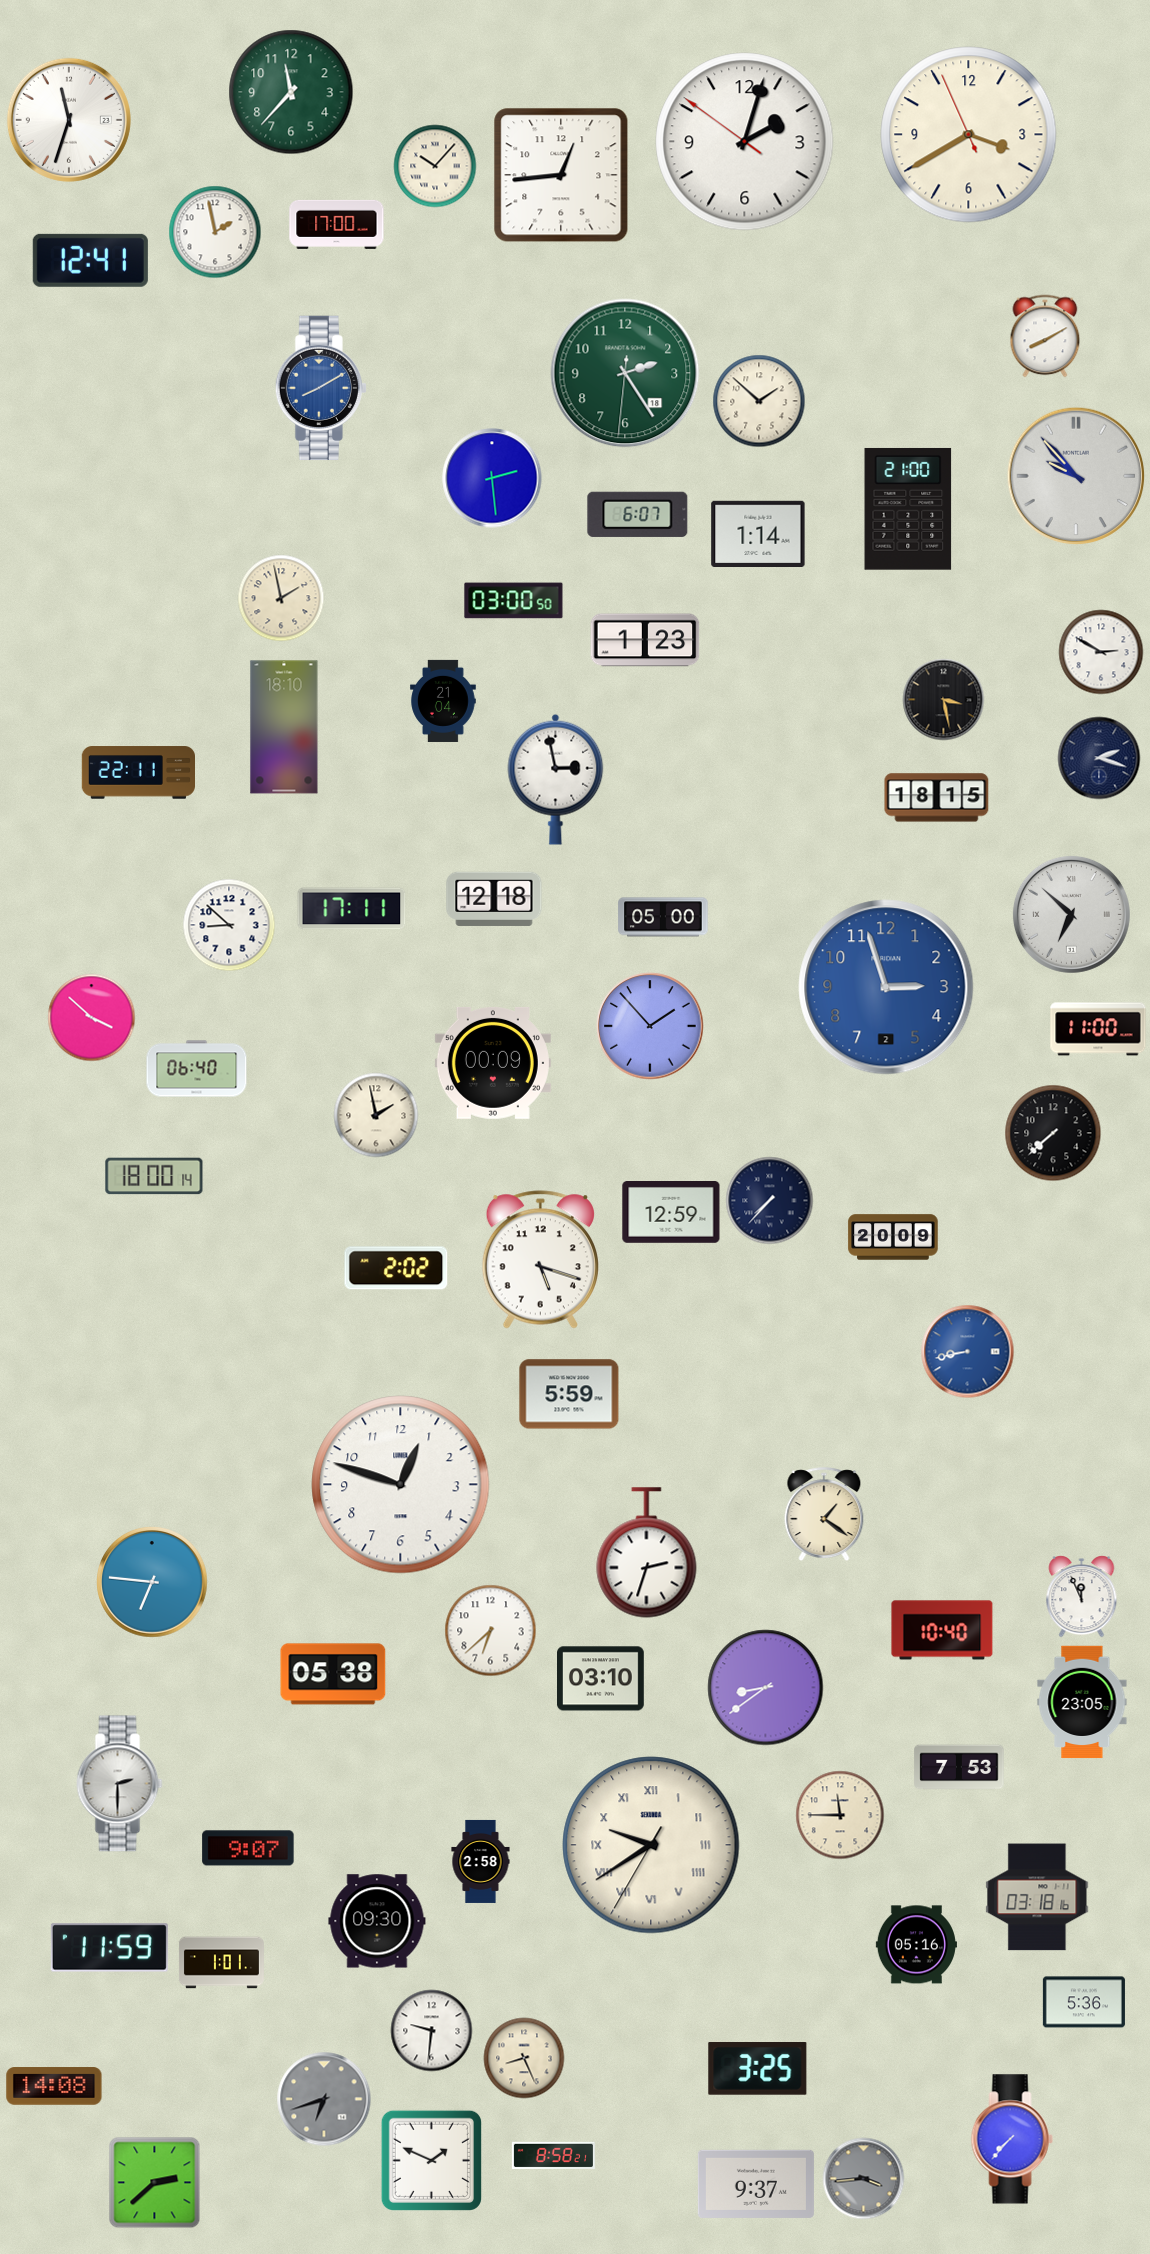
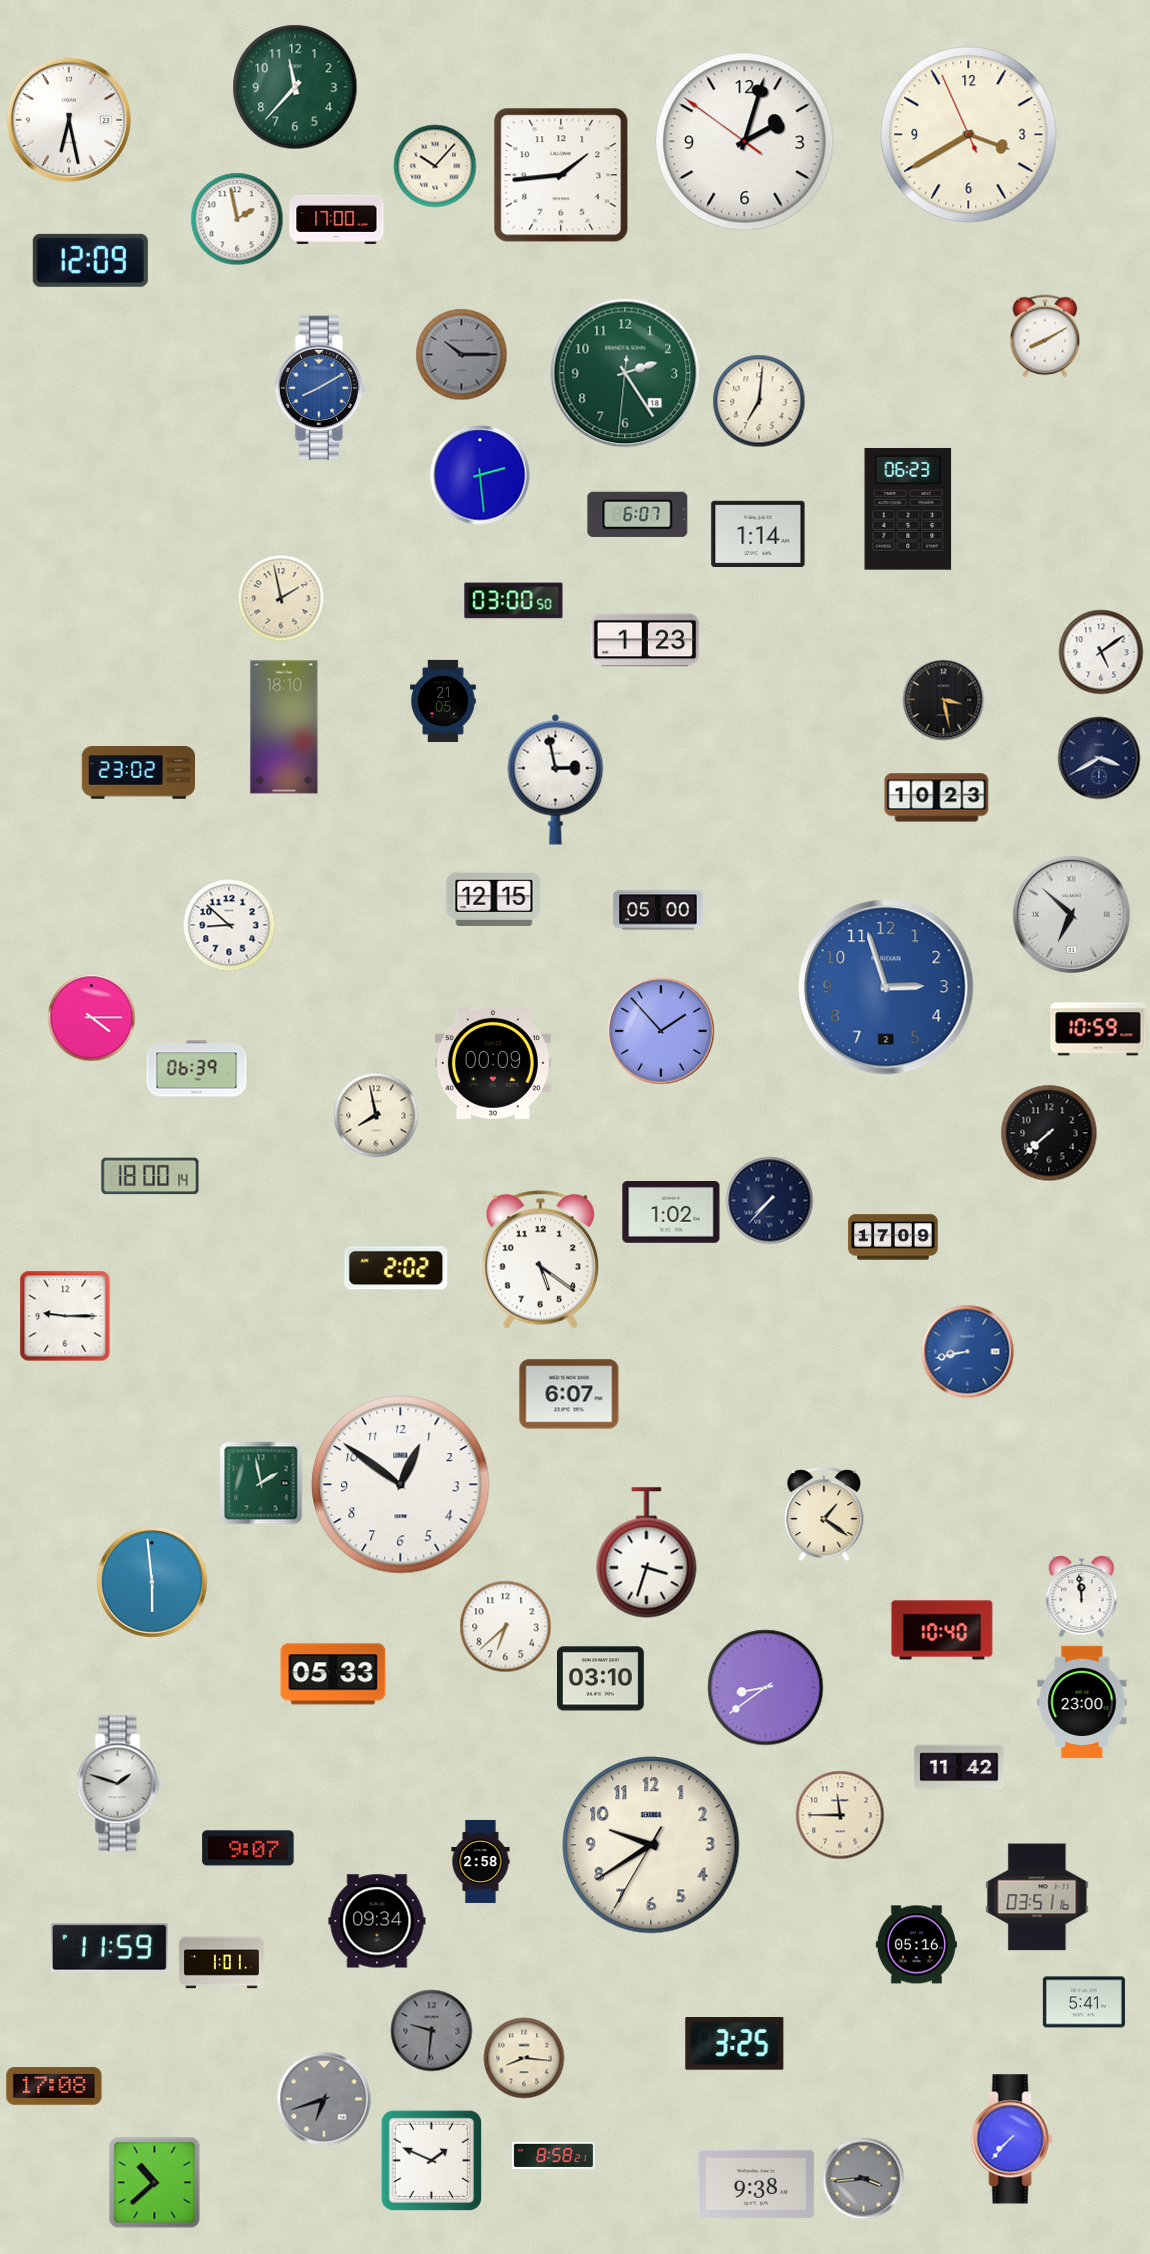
clock at (291, 92) position: (291, 92) -> (295, 87)
clock at (69, 120): 11:33 -> 6:28
clock at (561, 175): 12:44 -> 1:44
clock at (337, 224) position: (337, 224) -> (337, 219)
clock at (215, 232) position: (215, 232) -> (237, 219)
clock at (90, 260): 12:41 -> 12:09
clock at (462, 355): none -> 10:15
clock at (759, 401): 1:52 -> 7:01
clock at (1076, 476): 9:53 -> none
clock at (492, 478) position: (492, 478) -> (480, 475)
clock at (908, 509): 21:00 -> 06:23
clock at (1101, 652): 2:50 -> 5:09
clock at (443, 701): 21:04 -> 21:05
clock at (1099, 758): 2:18 -> 3:40
clock at (138, 773): 22:11 -> 23:02
clock at (937, 798): 18:15 -> 10:23
clock at (494, 899): 12:18 -> 12:15
clock at (352, 909): 17:11 -> none
clock at (663, 917) position: (663, 917) -> (658, 910)
clock at (92, 1018): 3:52 -> 4:15
clock at (650, 1026) position: (650, 1026) -> (661, 1031)
clock at (1098, 1029): 11:00 -> 10:59
clock at (197, 1069): 06:40 -> 06:39
clock at (376, 1115): 1:58 -> 7:58
clock at (1053, 1133) position: (1053, 1133) -> (1049, 1133)
clock at (154, 1176) position: (154, 1176) -> (150, 1176)
clock at (671, 1213): 12:59 -> 1:02
clock at (893, 1237): 20:09 -> 17:09
clock at (540, 1260): 5:18 -> 5:21
clock at (65, 1316): none -> 9:15
clock at (569, 1394): 5:59 -> 6:07
clock at (261, 1483): none -> 1:58
clock at (401, 1485): 12:48 -> 12:51
clock at (647, 1553): 2:33 -> 3:33
clock at (153, 1583): 6:46 -> 5:59
clock at (1082, 1597): 11:56 -> 11:59
clock at (491, 1631) position: (491, 1631) -> (506, 1627)
clock at (333, 1674): 05:38 -> 05:33
clock at (1082, 1702): 23:05 -> 23:00
clock at (959, 1767): 7:53 -> 11:42
clock at (120, 1784): 2:30 -> 1:48
clock at (651, 1845) numerals: Roman -> Arabic
clock at (1037, 1897): 03:18 -> 03:51
clock at (377, 1921): 09:30 -> 09:34
clock at (1084, 2002): 5:36 -> 5:41
clock at (432, 2031) dial: white -> grey
clock at (524, 2058): 8:26 -> 8:16
clock at (758, 2069) position: (758, 2069) -> (735, 2044)
clock at (54, 2086): 14:08 -> 17:08
clock at (155, 2183): 2:38 -> 10:38
clock at (756, 2184): 9:37 -> 9:38
